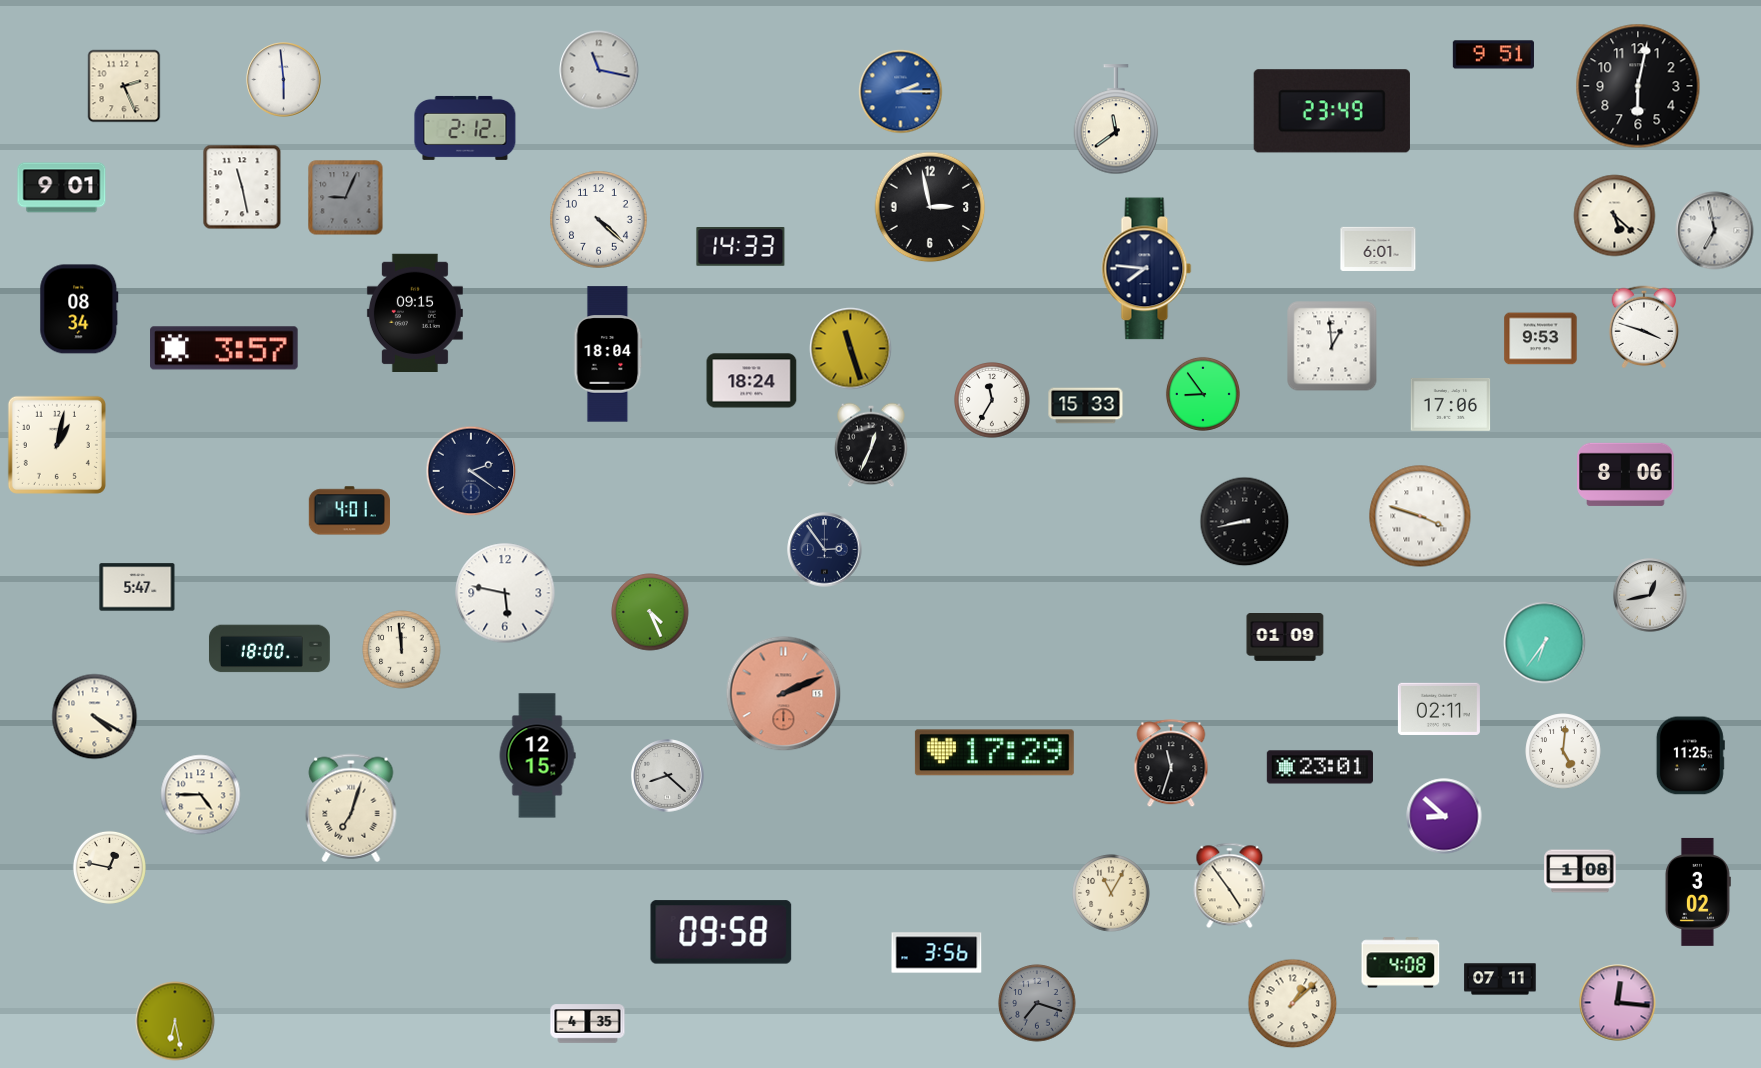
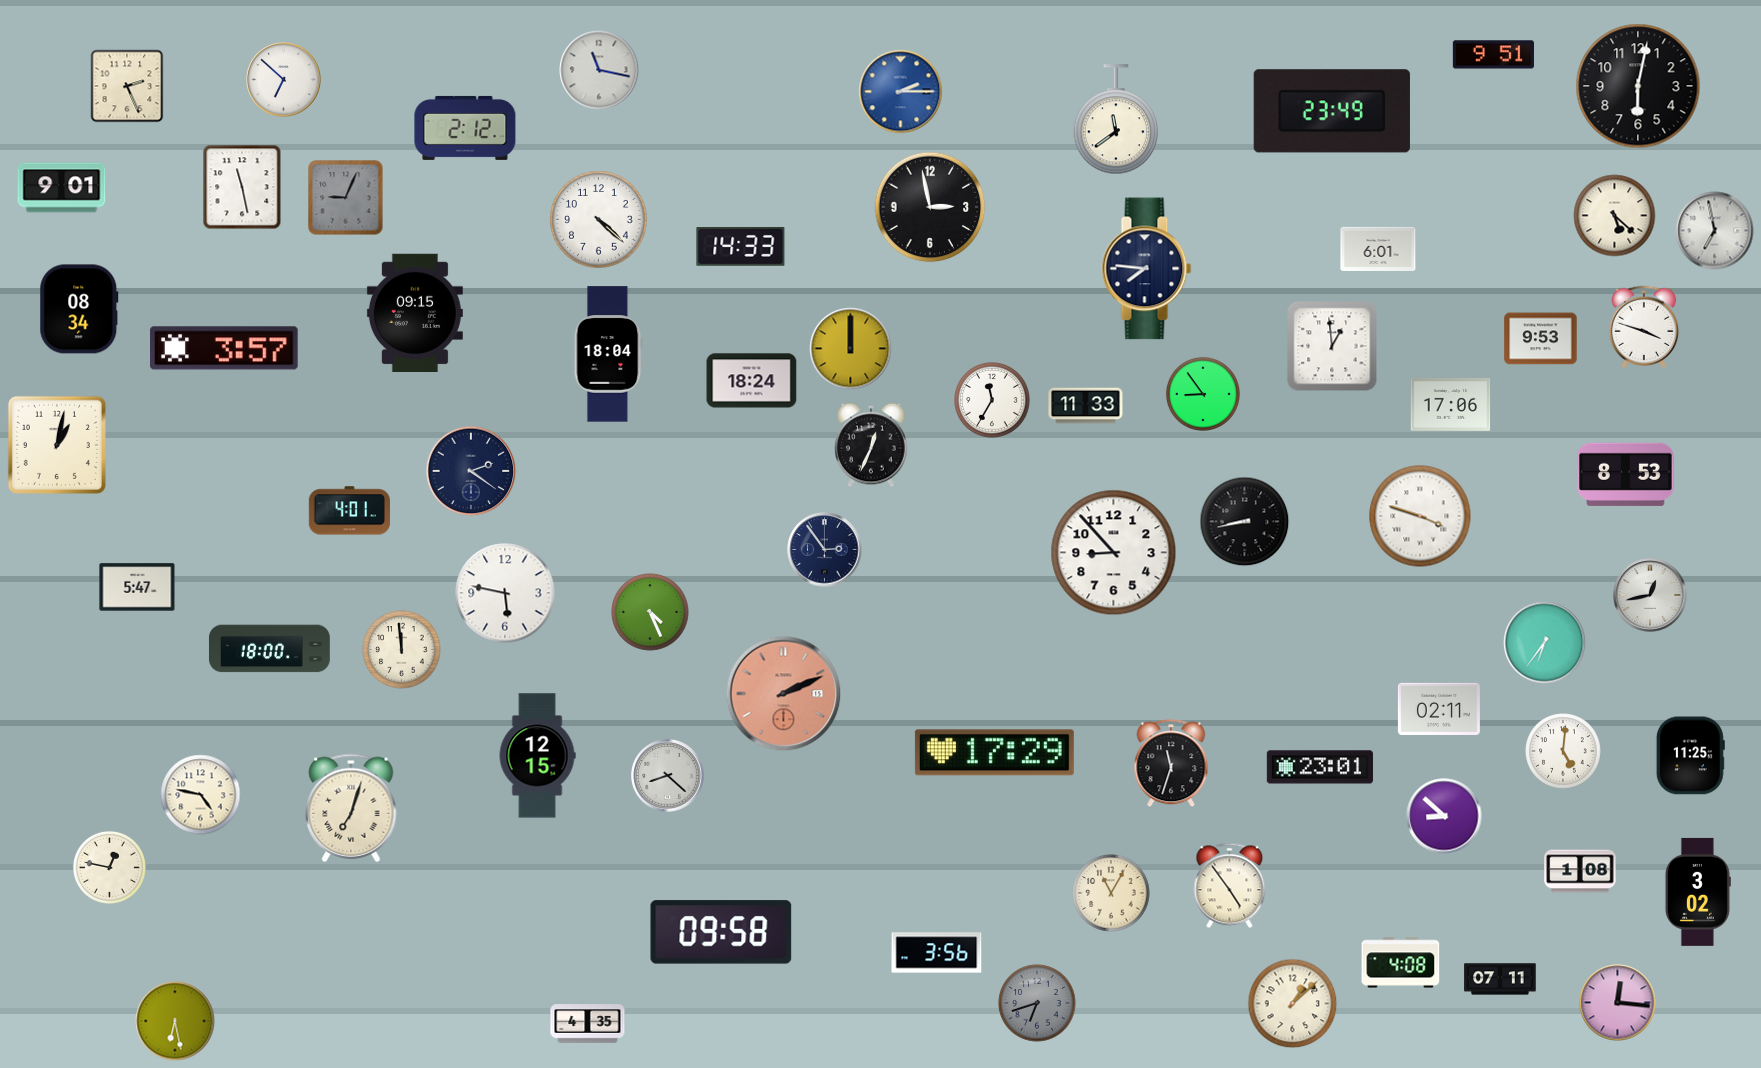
clock at (284, 80): 5:59 -> 6:52
clock at (124, 86) position: (124, 86) -> (127, 86)
clock at (851, 349): 11:27 -> 12:00
clock at (1086, 406): 15:33 -> 11:33
clock at (1626, 474): 8:06 -> 8:53
clock at (1114, 553): none -> 8:53
clock at (1285, 637): 01:09 -> none
clock at (95, 717): 4:20 -> none
clock at (201, 795): 4:45 -> 4:47
clock at (1037, 1003): 7:18 -> 6:42
